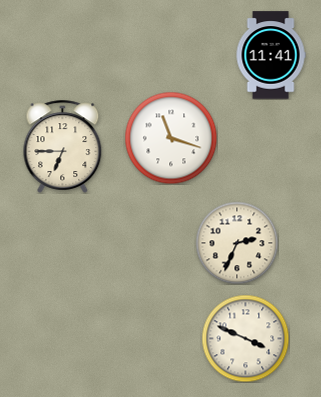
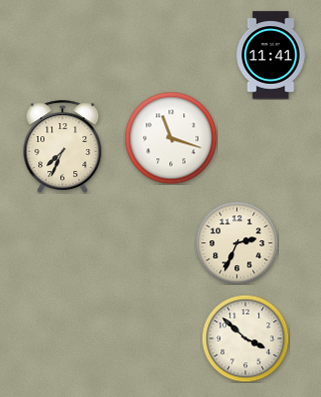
clock at (63, 146): 6:45 -> 7:34
clock at (245, 338): 3:49 -> 3:52
